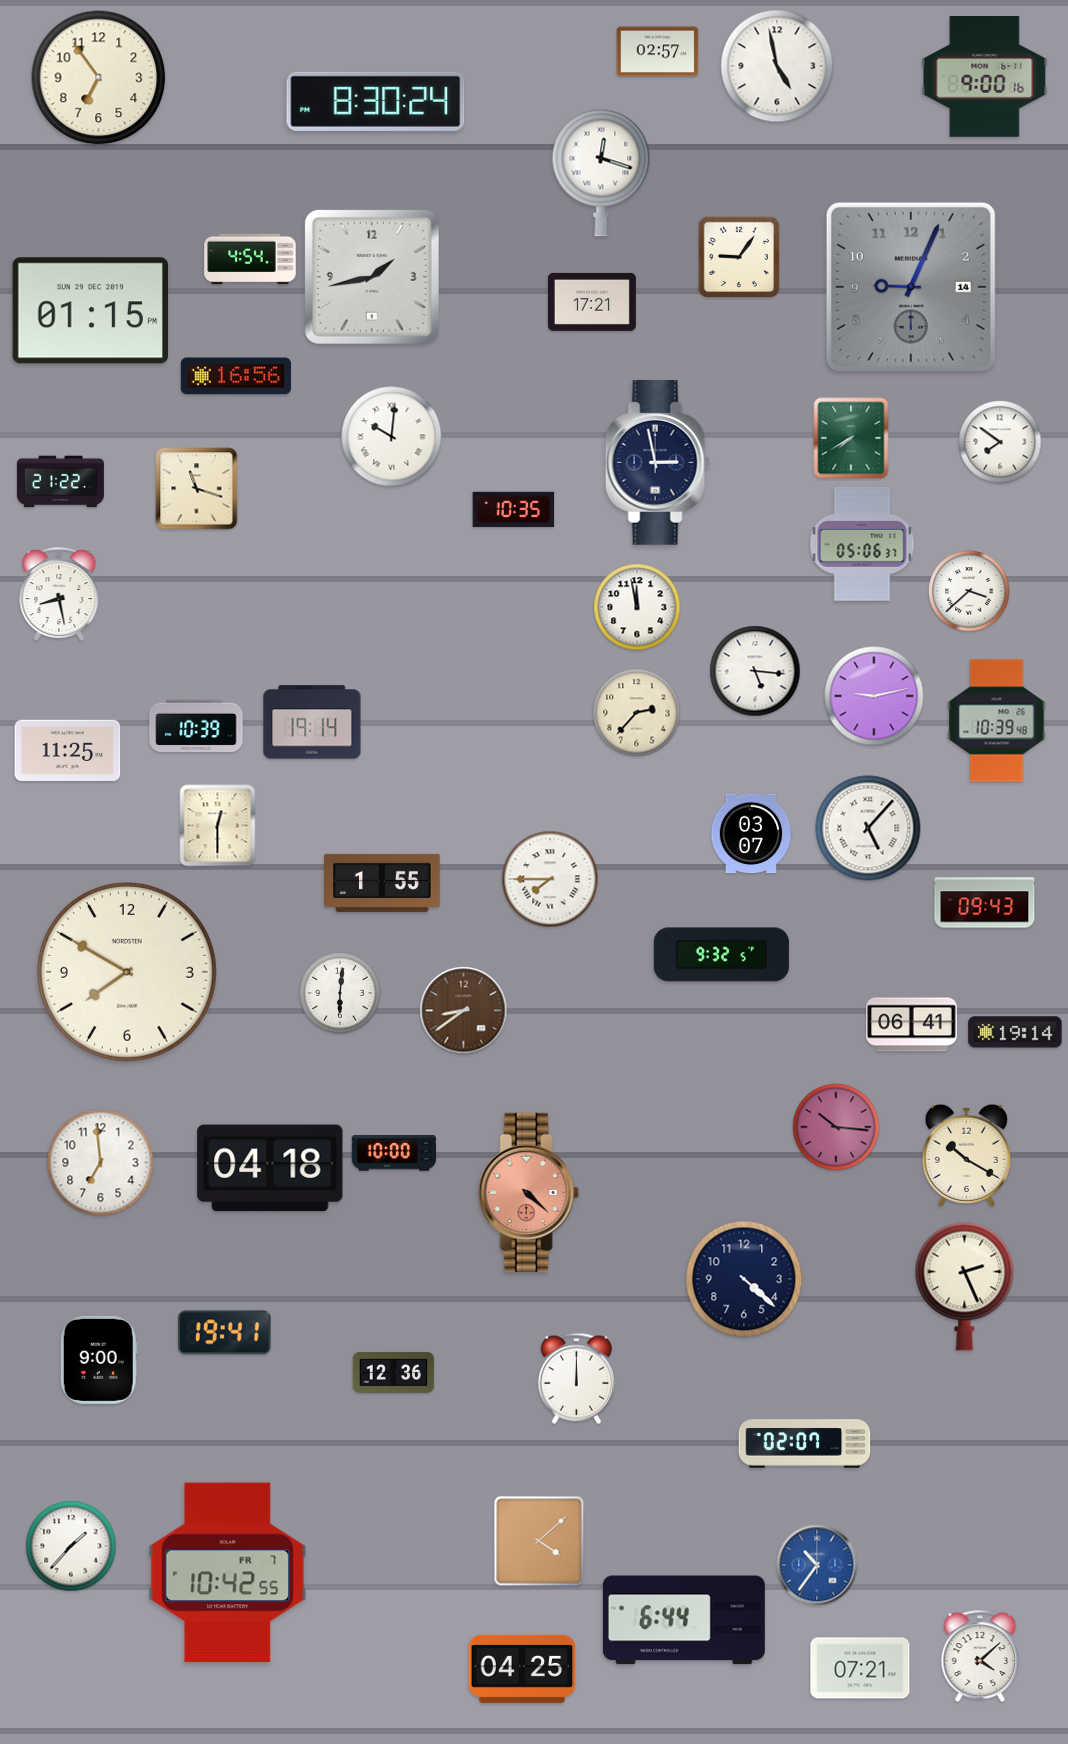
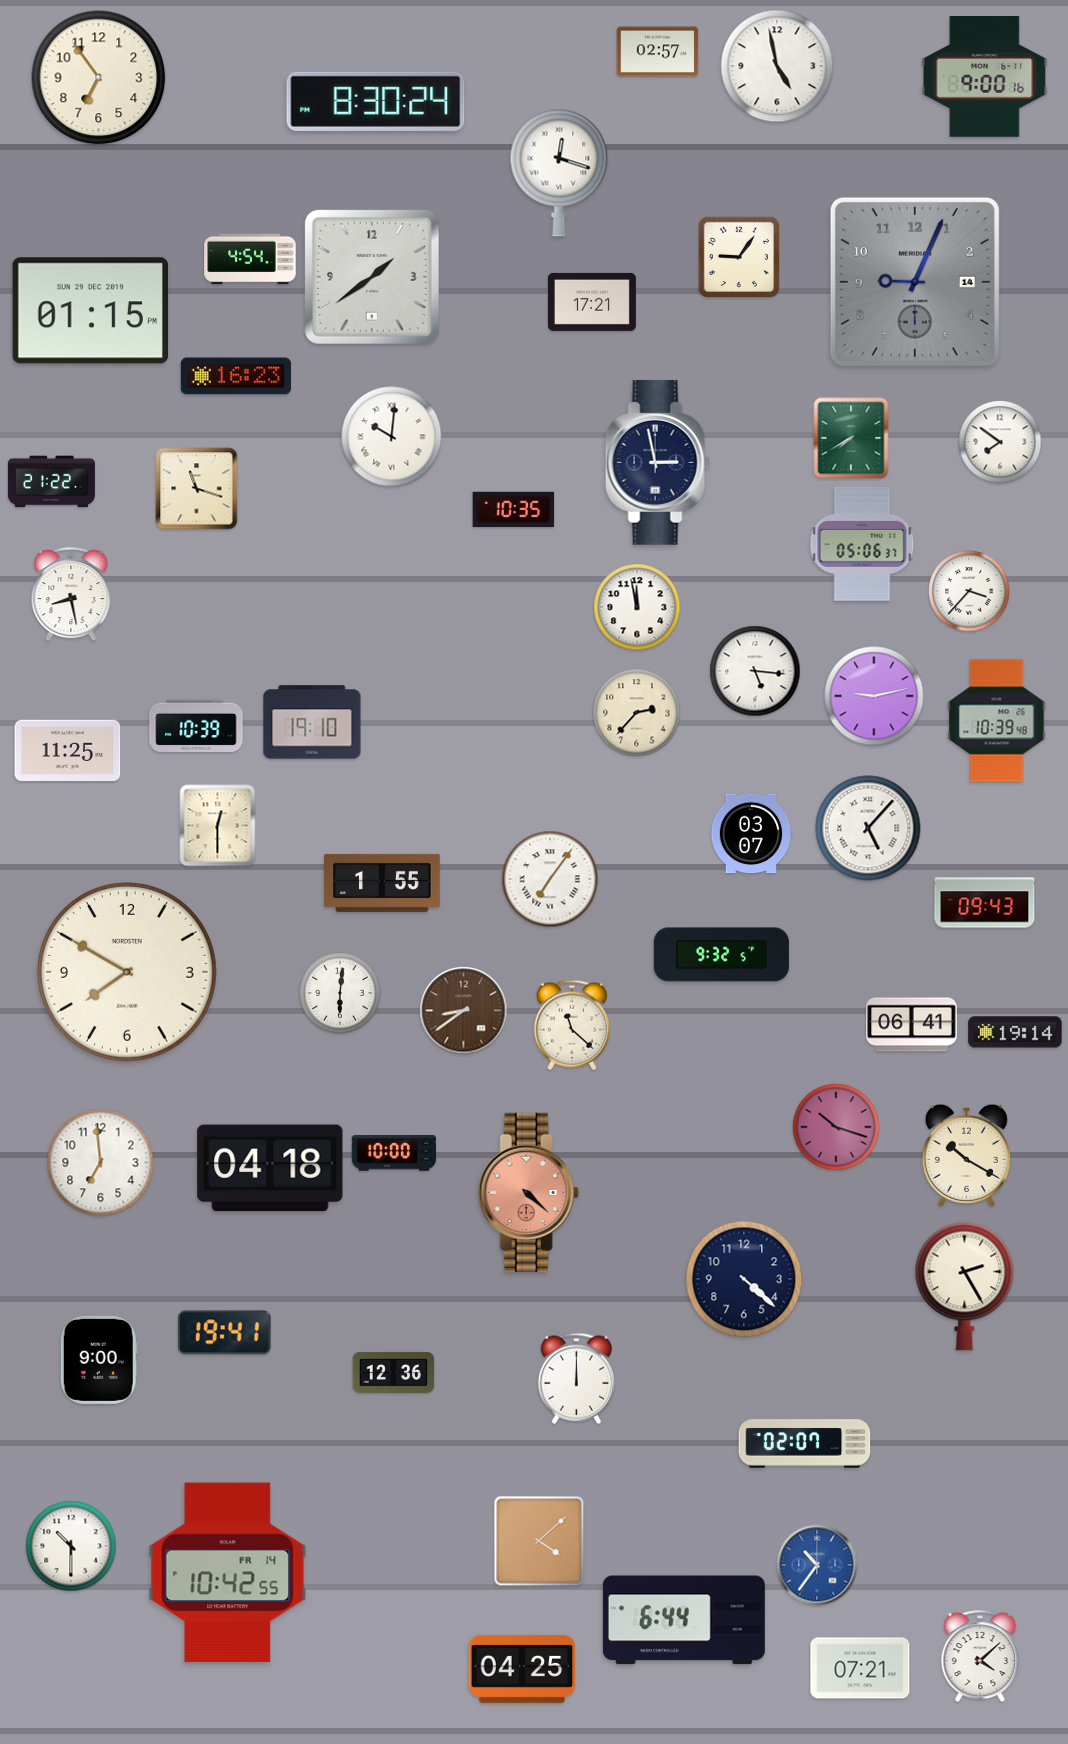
clock at (601, 173) position: (601, 173) -> (559, 173)
clock at (372, 277): 1:43 -> 1:39
clock at (911, 287) position: (911, 287) -> (915, 282)
clock at (236, 376): 16:56 -> 16:23
clock at (60, 482) position: (60, 482) -> (51, 482)
clock at (969, 591): 3:38 -> 3:37
clock at (59, 595) position: (59, 595) -> (71, 595)
clock at (312, 722): 19:14 -> 19:10
clock at (550, 879): 7:45 -> 7:06
clock at (571, 1025): none -> 11:22
clock at (836, 1127): 10:16 -> 10:18
clock at (965, 1286): 2:26 -> 2:25
clock at (71, 1546): 1:37 -> 10:30
clock at (228, 1573) date: FR 7 -> FR 14
